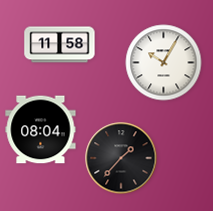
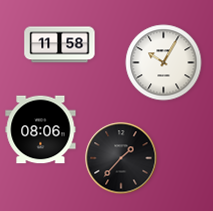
clock at (41, 130): 08:04 -> 08:06
